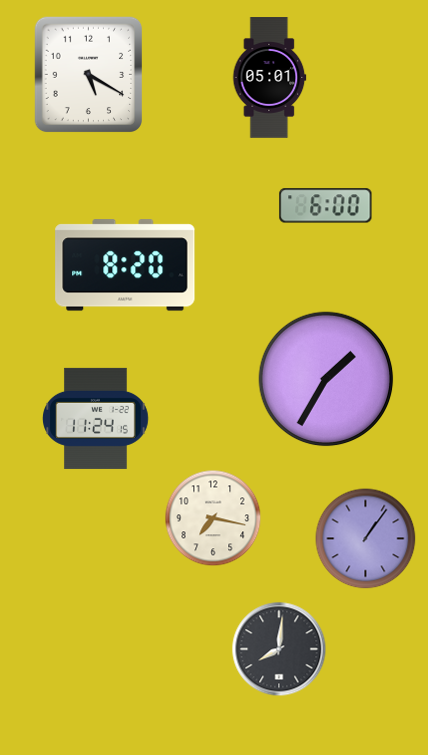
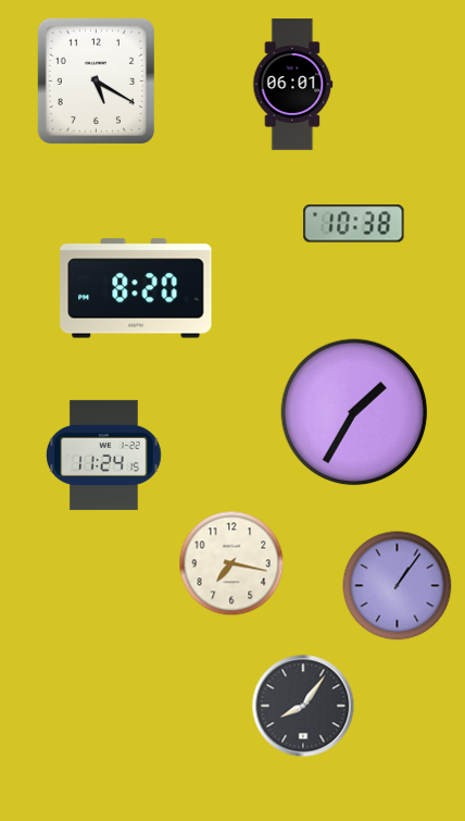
clock at (270, 78): 05:01 -> 06:01
clock at (326, 206): 6:00 -> 10:38
clock at (279, 649): 8:01 -> 8:06
